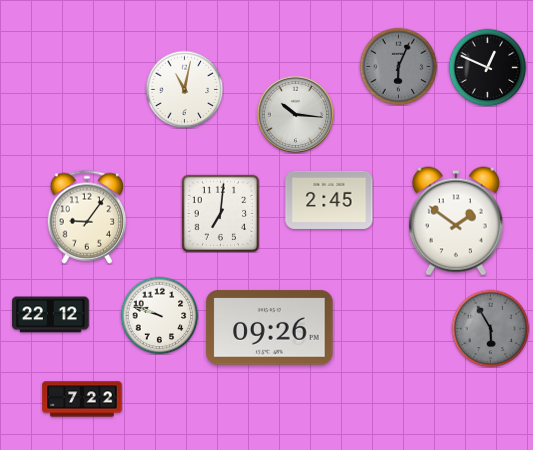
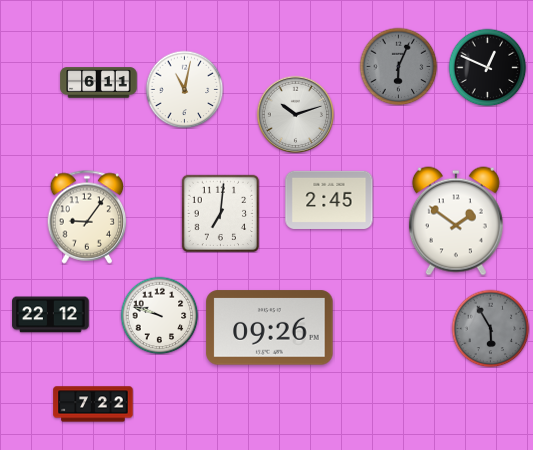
clock at (99, 83): none -> 6:11
clock at (295, 114): 10:16 -> 10:12
clock at (82, 399) position: (82, 399) -> (93, 404)
